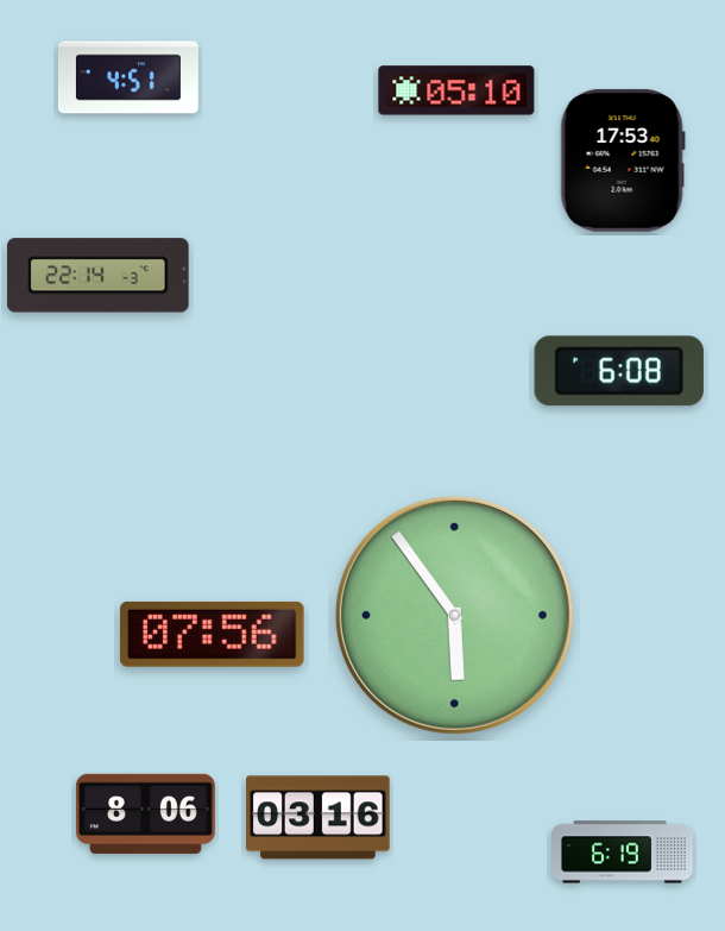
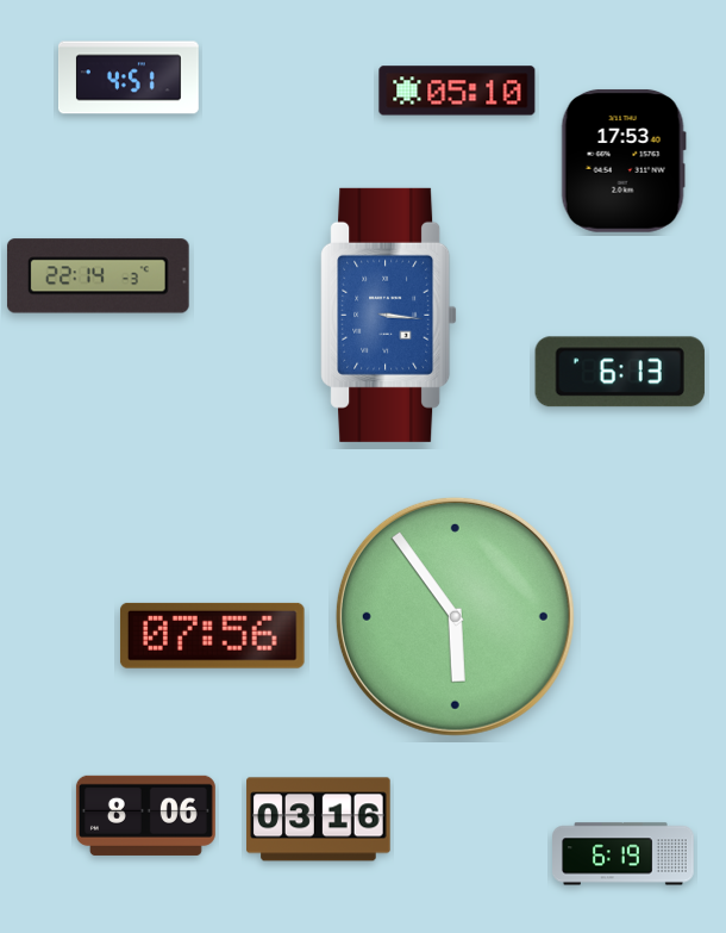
clock at (389, 315): none -> 3:16
clock at (619, 371): 6:08 -> 6:13
